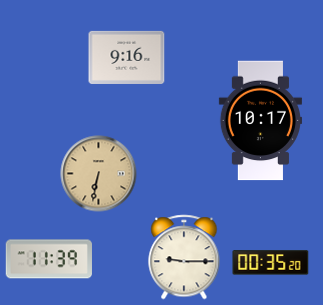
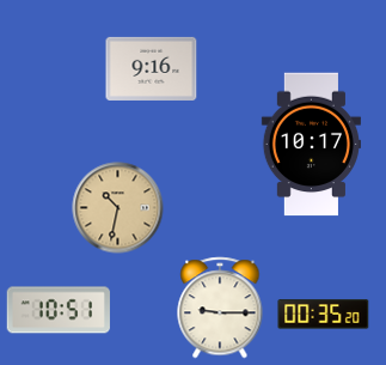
clock at (99, 174): 6:32 -> 10:32
clock at (48, 259): 11:39 -> 10:51
